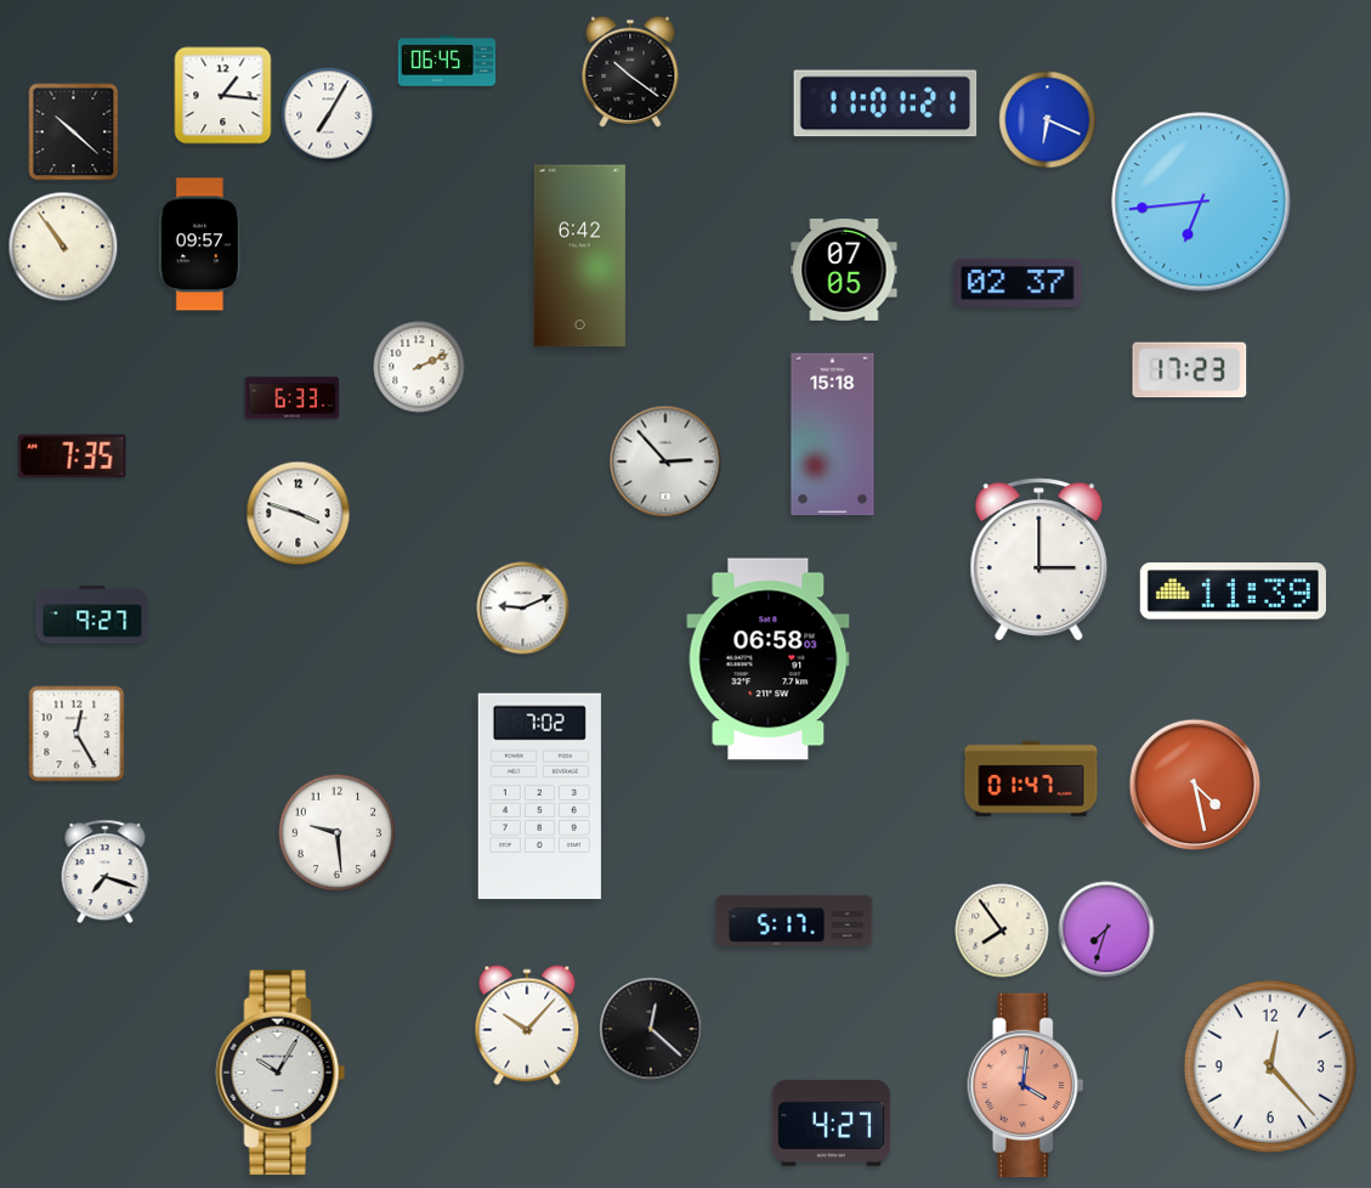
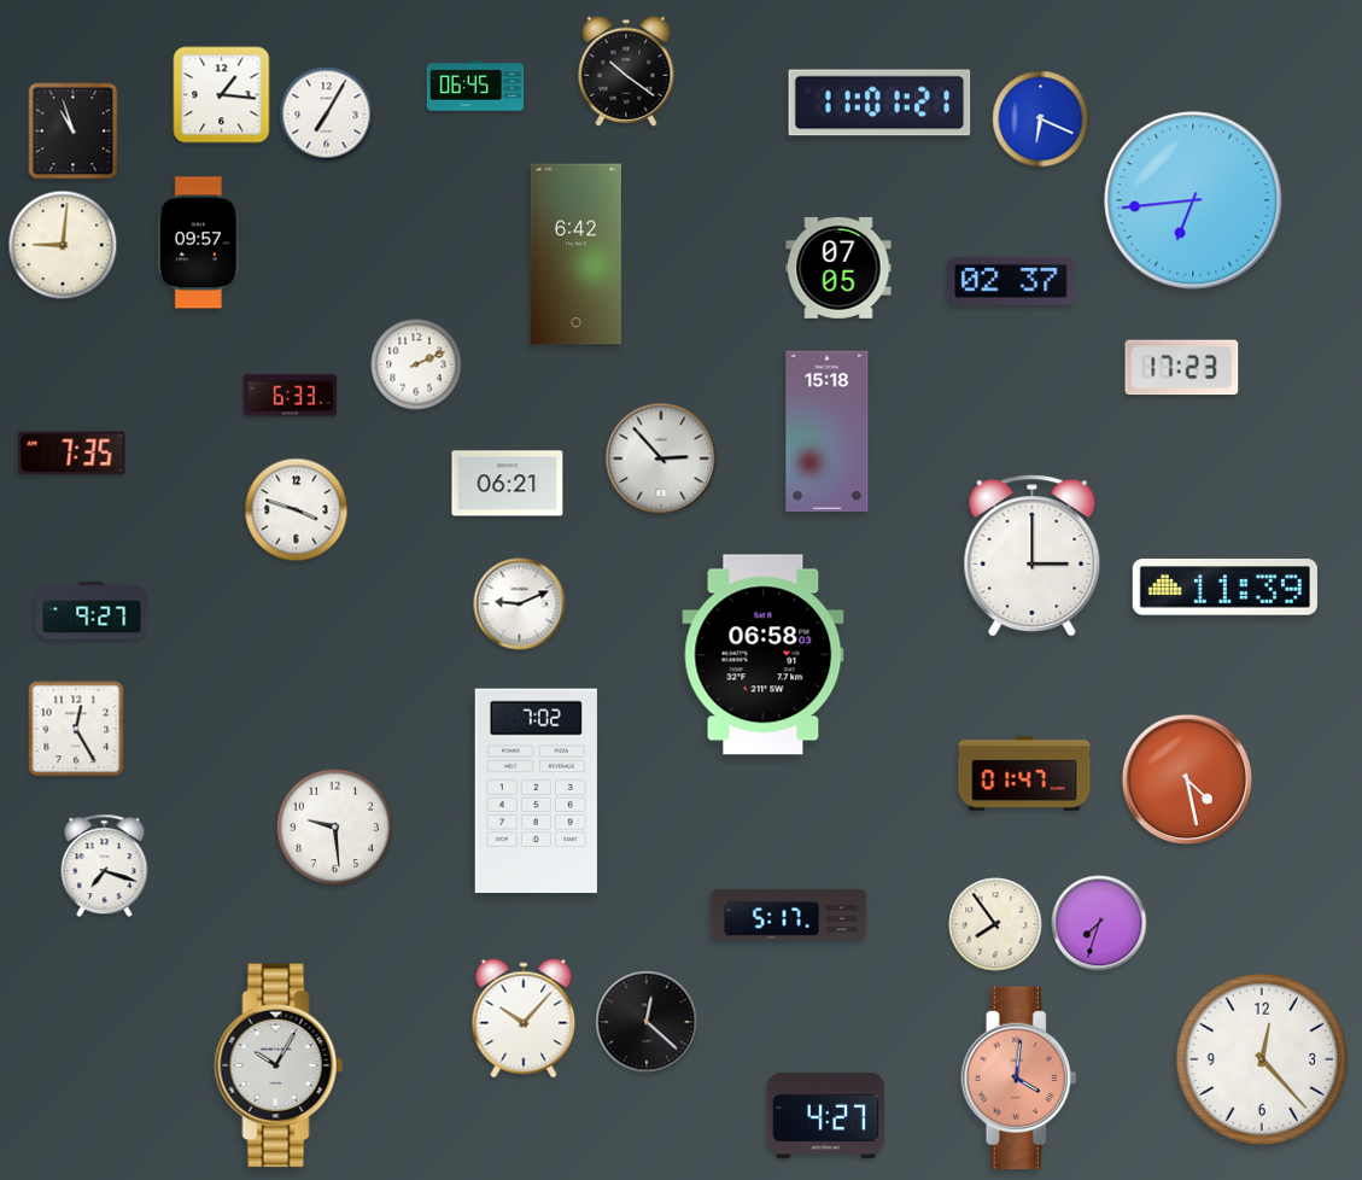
clock at (446, 61) position: (446, 61) -> (474, 86)
clock at (74, 132): 10:22 -> 10:57
clock at (63, 247): 10:54 -> 9:01
clock at (508, 484): none -> 06:21
